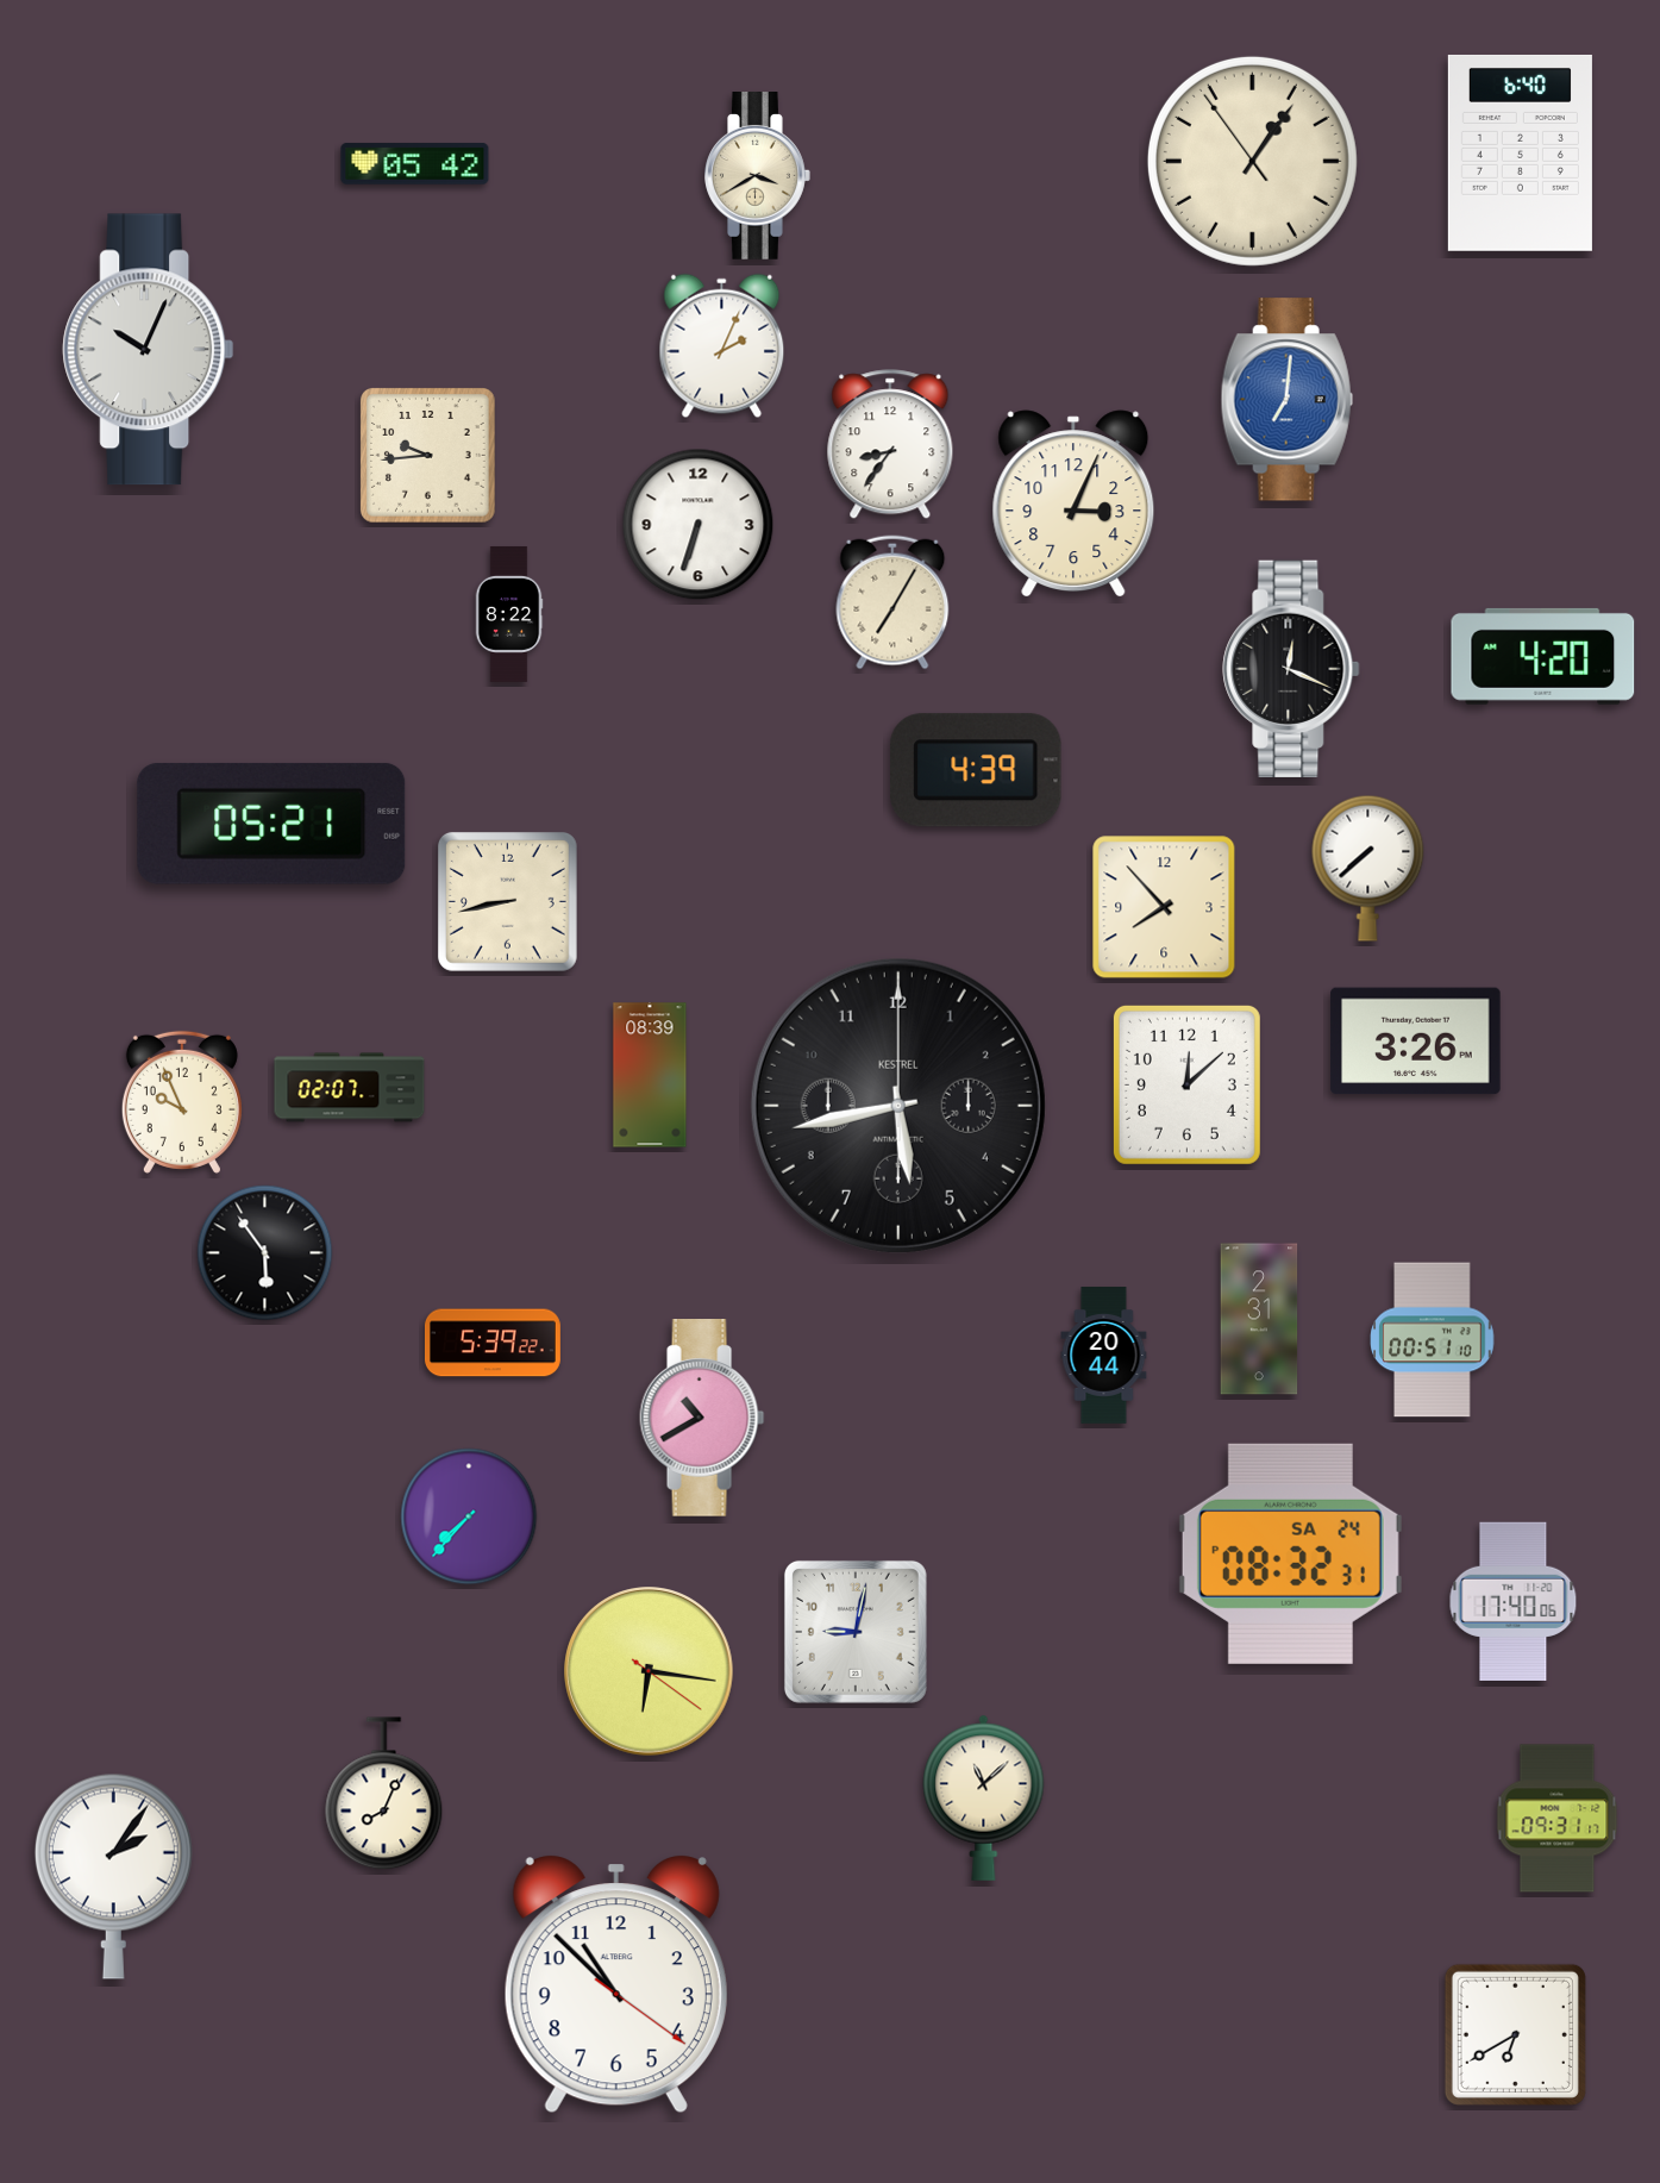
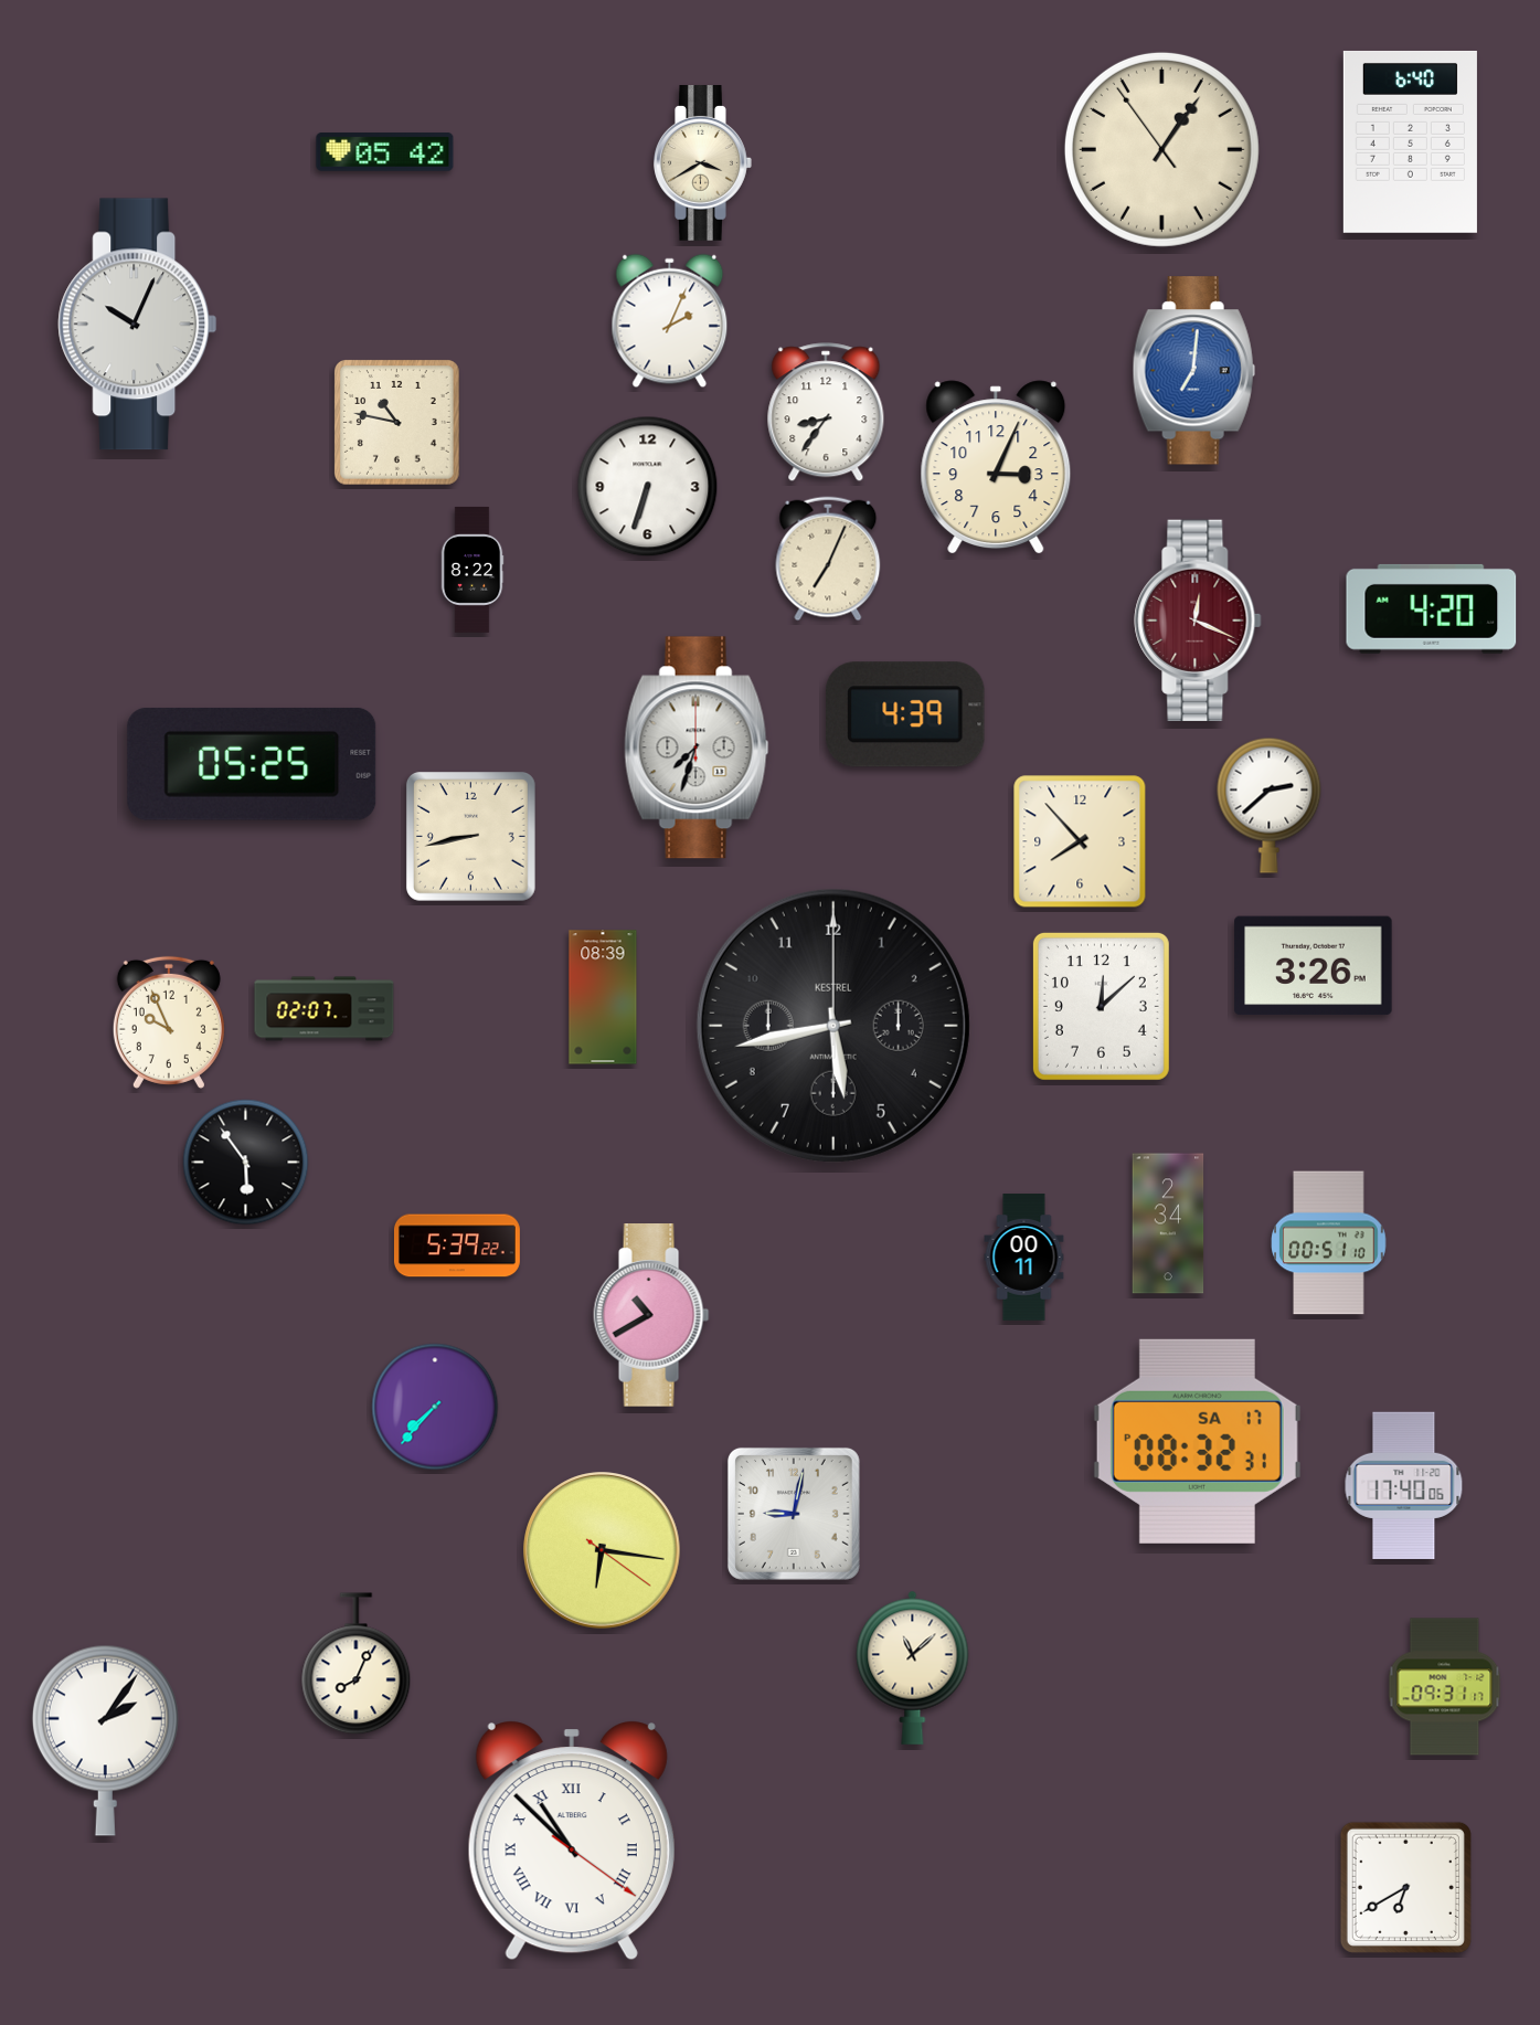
clock at (428, 456): 9:44 -> 10:47
clock at (892, 602): 7:05 -> 7:04
clock at (1291, 668) dial: black -> burgundy
clock at (697, 748): none -> 7:33
clock at (271, 824): 05:21 -> 05:25
clock at (1368, 868): 7:38 -> 2:38
clock at (1259, 1319): 2:31 -> 2:34
clock at (1104, 1356): 20:44 -> 00:11
clock at (1290, 1553) date: SA 24 -> SA 17
clock at (616, 1984) numerals: Arabic -> Roman
